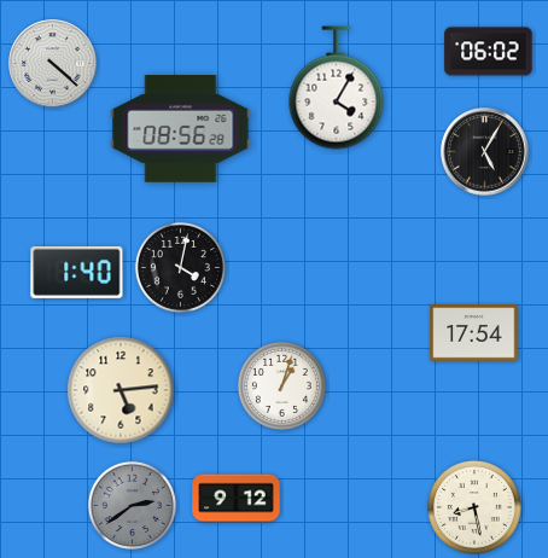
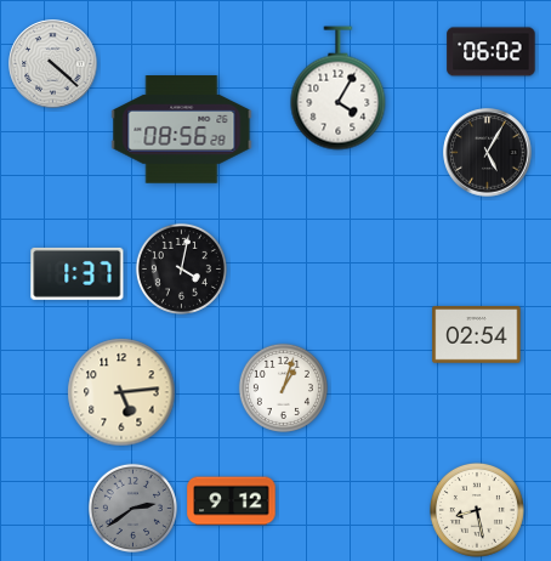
clock at (77, 272): 1:40 -> 1:37
clock at (474, 333): 17:54 -> 02:54
clock at (237, 499) position: (237, 499) -> (232, 501)
